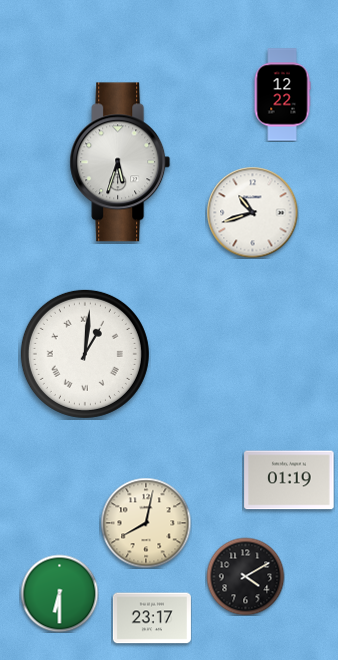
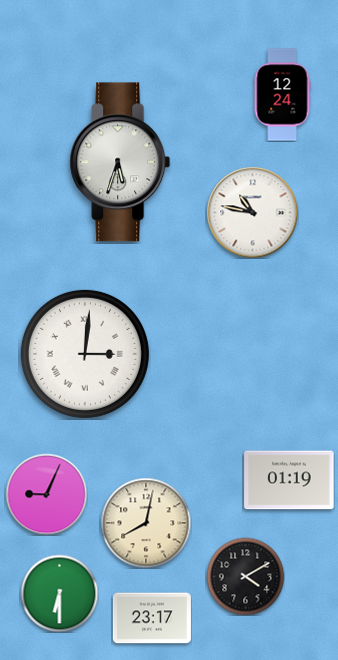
clock at (282, 95): 12:22 -> 12:24
clock at (252, 212): 10:42 -> 10:47
clock at (85, 354): 1:01 -> 3:01
clock at (46, 494): none -> 9:04
